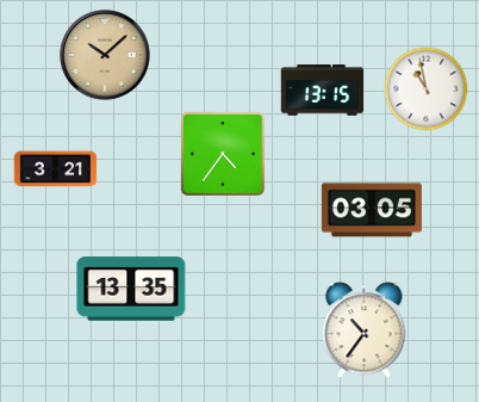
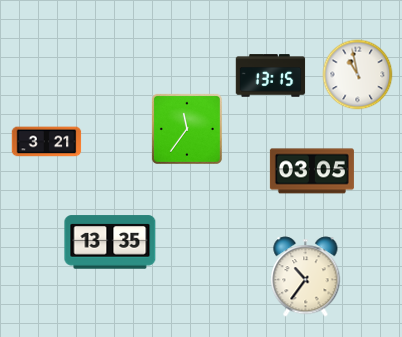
clock at (105, 55): 10:08 -> none
clock at (223, 154): 4:36 -> 11:36
clock at (372, 210) position: (372, 210) -> (312, 171)
